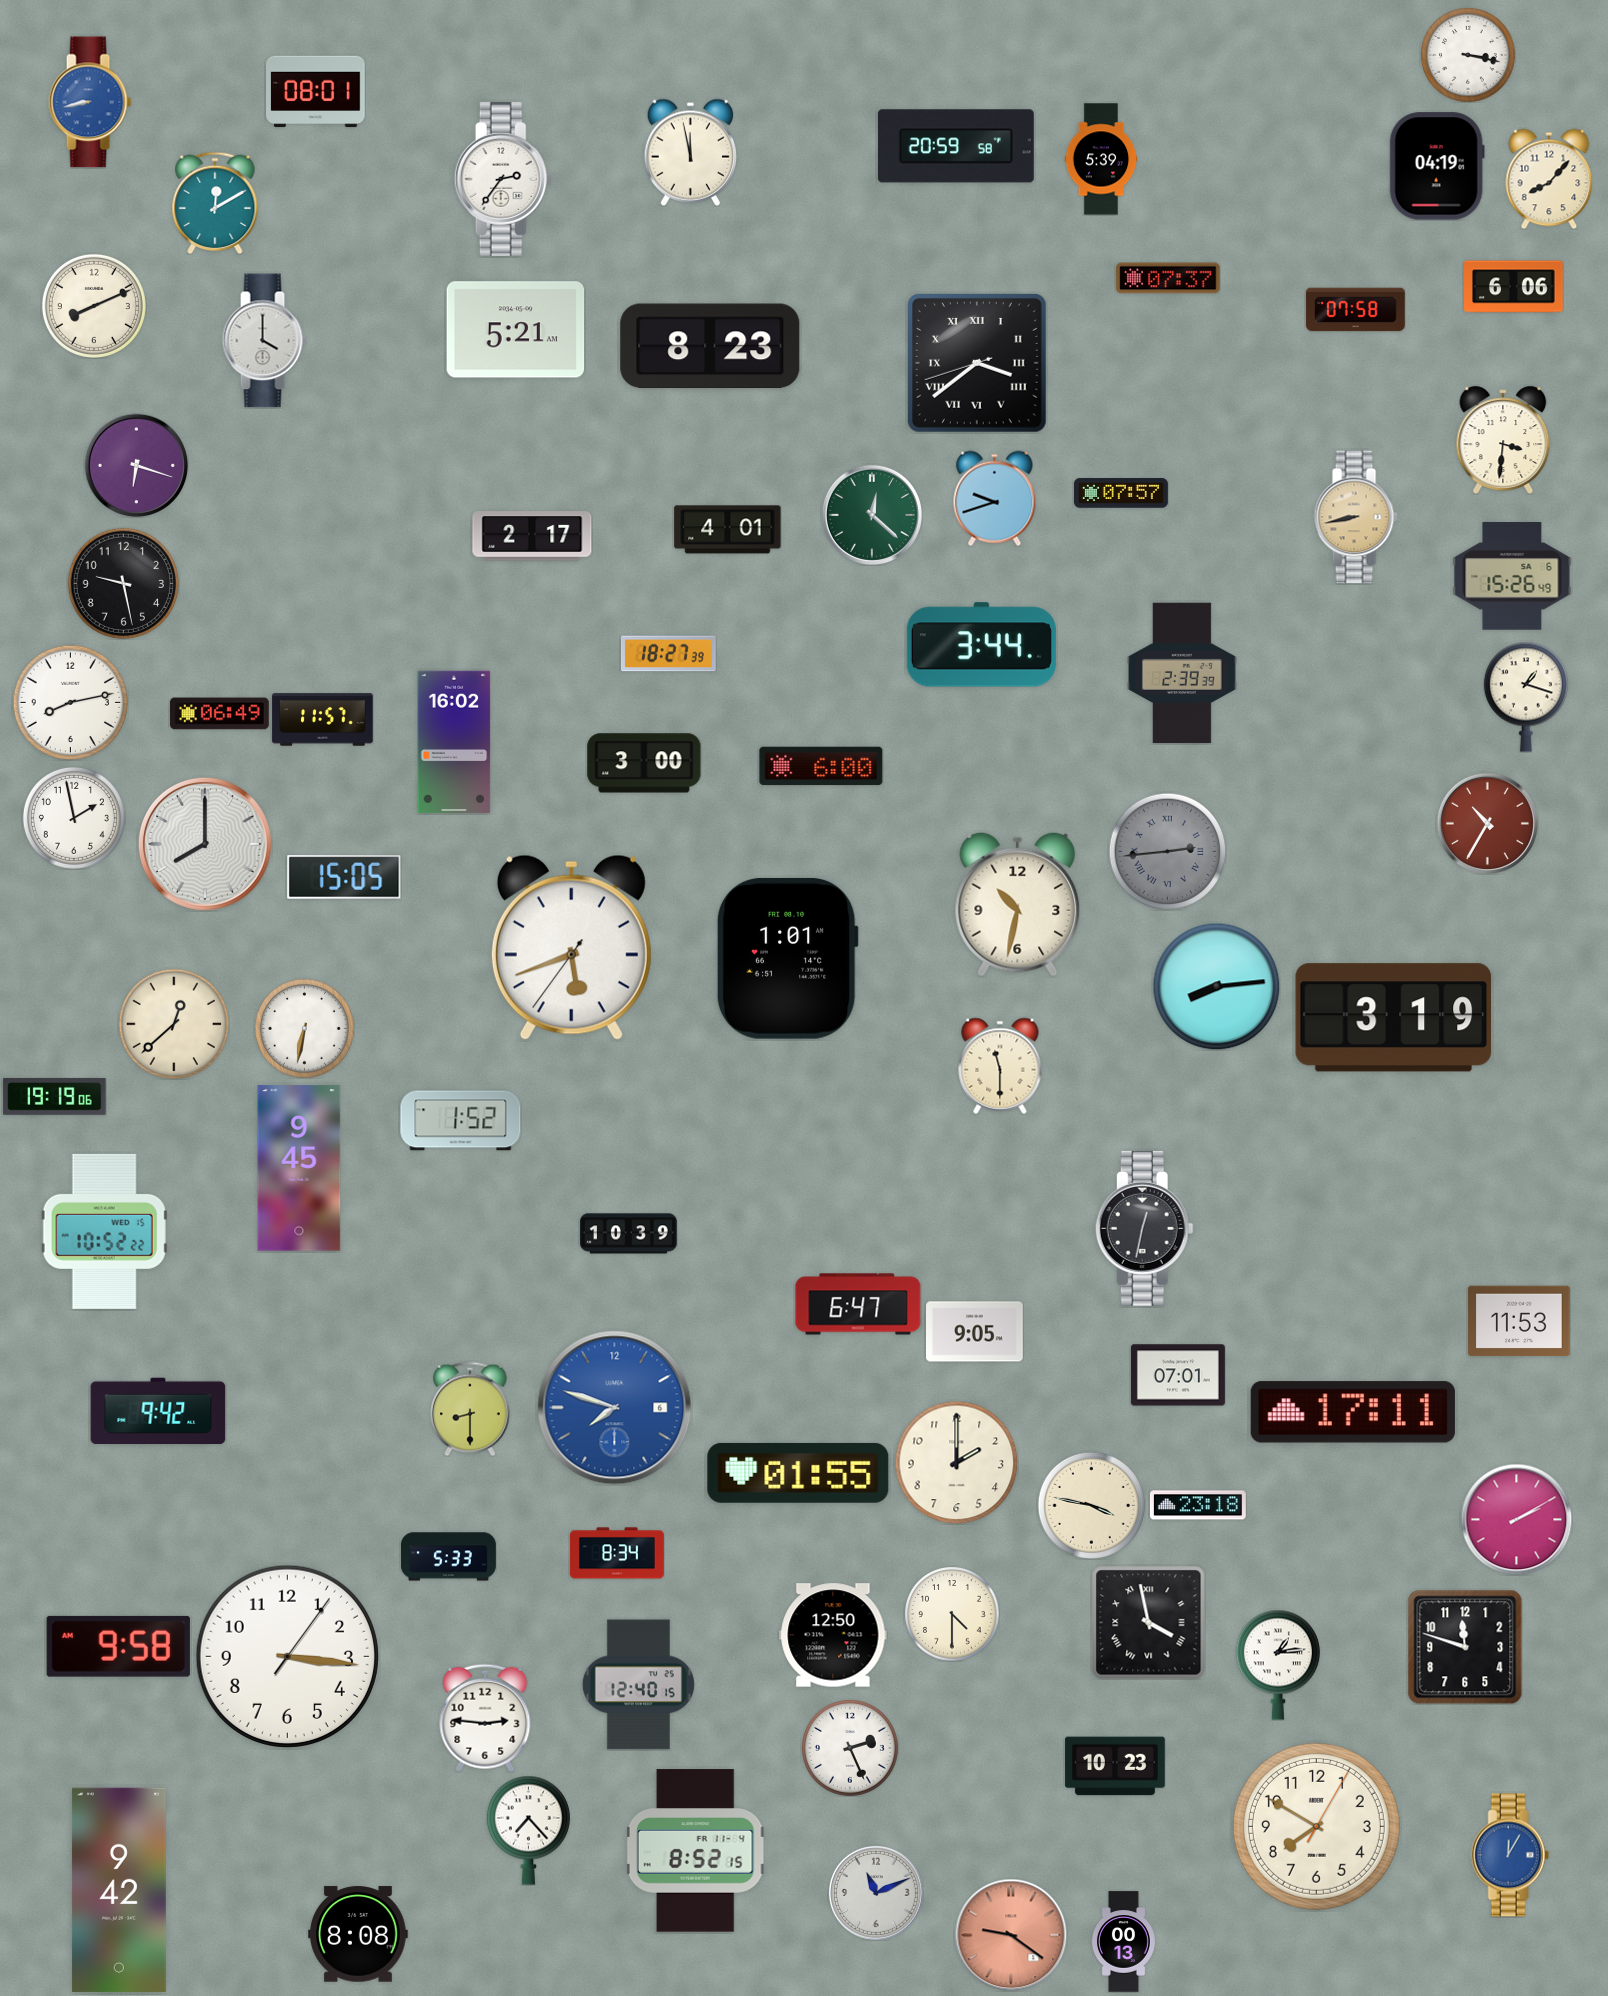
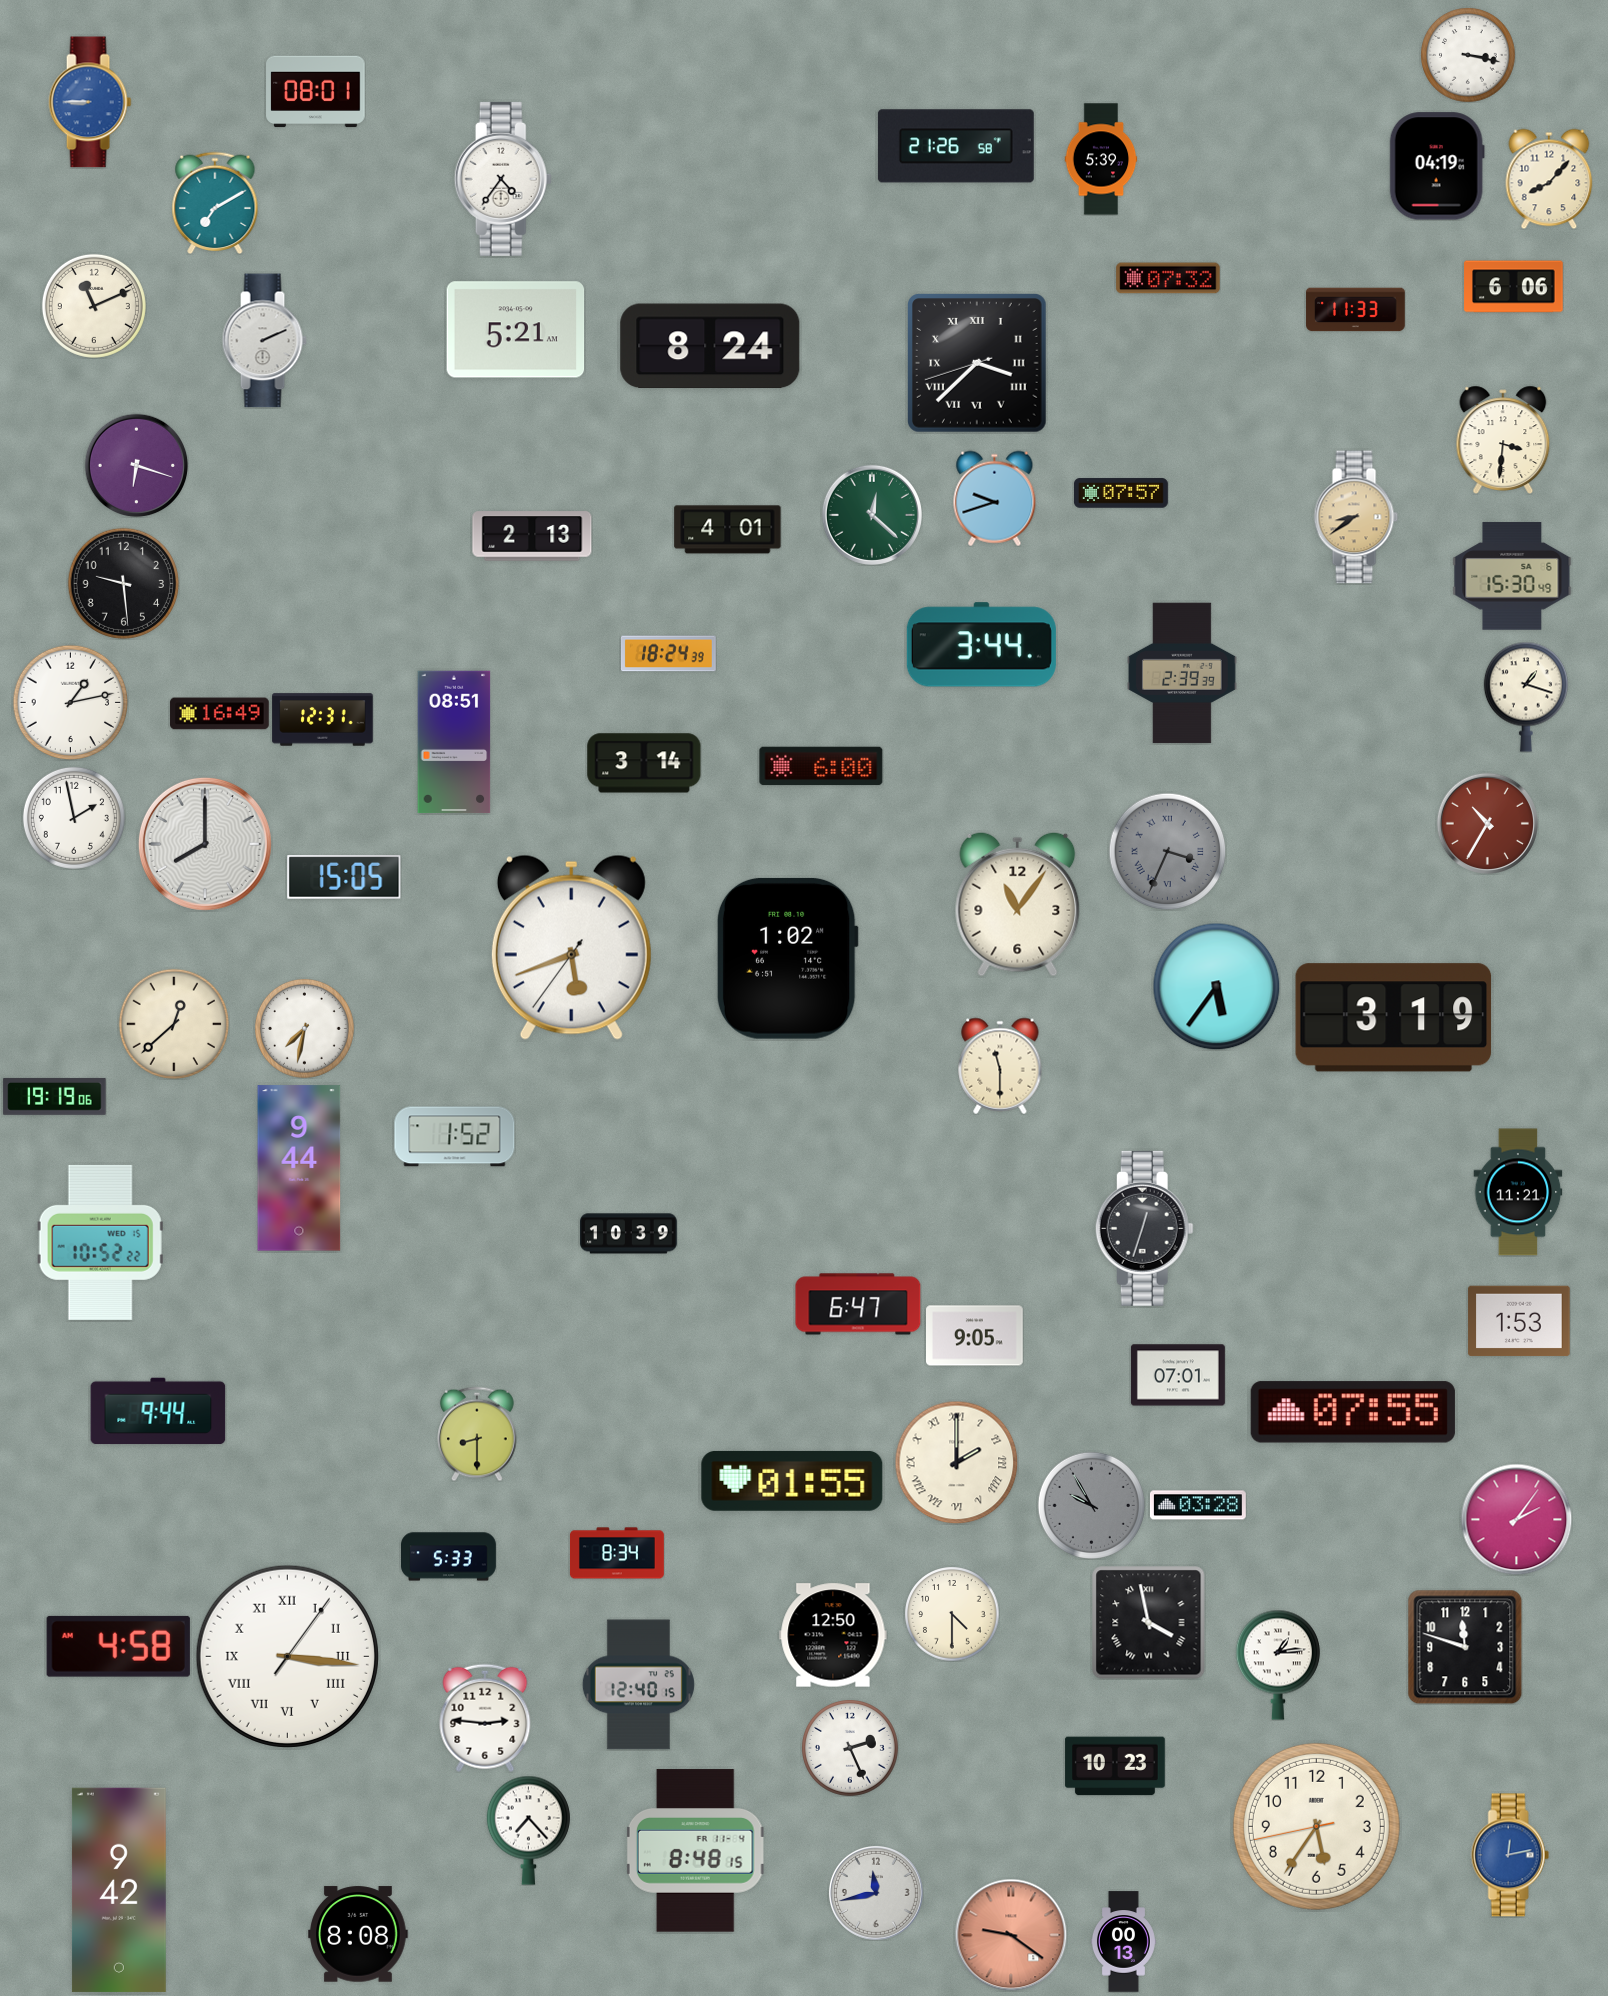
clock at (90, 102): 8:43 -> 8:45
clock at (956, 146): 20:59 -> 21:26
clock at (690, 152): 11:58 -> none
clock at (503, 179): 2:36 -> 4:36
clock at (215, 203): 12:10 -> 7:10
clock at (1168, 278): 07:37 -> 07:32
clock at (94, 306): 8:11 -> 11:11
clock at (1356, 310): 07:58 -> 11:33
clock at (264, 341): 4:00 -> 2:11
clock at (710, 346): 8:23 -> 8:24
clock at (978, 364): 3:38 -> 3:37
clock at (1356, 517): 8:43 -> 8:39
clock at (532, 536): 2:17 -> 2:13
clock at (1512, 576): 15:26 -> 15:30
clock at (123, 583): 9:28 -> 9:29
clock at (668, 654): 18:27 -> 18:24
clock at (70, 702): 8:13 -> 1:13
clock at (220, 714): 06:49 -> 16:49
clock at (323, 720): 11:57 -> 12:31
clock at (454, 742): 16:02 -> 08:51
clock at (644, 763): 3:00 -> 3:14
clock at (1167, 851): 2:44 -> 3:34
clock at (1018, 904): 10:32 -> 11:06
clock at (787, 958): 1:01 -> 1:02
clock at (1216, 986): 8:14 -> 5:36
clock at (304, 1028): 6:32 -> 7:32
clock at (461, 1121) position: (461, 1121) -> (455, 1137)
clock at (299, 1168): 9:45 -> 9:44
clock at (1518, 1192): none -> 11:21
clock at (1144, 1228): 12:32 -> 12:33
clock at (104, 1231) position: (104, 1231) -> (100, 1242)
clock at (1519, 1321): 11:53 -> 1:53
clock at (975, 1332) position: (975, 1332) -> (975, 1336)
clock at (615, 1408): 7:48 -> none
clock at (470, 1409) position: (470, 1409) -> (477, 1434)
clock at (158, 1411): 9:42 -> 9:44
clock at (1353, 1412): 17:11 -> 07:55
clock at (956, 1462) numerals: Arabic -> Roman
clock at (798, 1473) position: (798, 1473) -> (792, 1481)
clock at (1091, 1505): 3:47 -> 9:55
clock at (1091, 1505) dial: cream -> grey
clock at (1198, 1505): 23:18 -> 03:28
clock at (1516, 1519): 2:10 -> 2:06
clock at (118, 1646): 9:58 -> 4:58
clock at (287, 1656) numerals: Arabic -> Roman
clock at (1316, 1826): 7:50 -> 5:35
clock at (695, 1851): 8:52 -> 8:48
clock at (1510, 1855): 12:05 -> 12:13
clock at (876, 1893): 11:11 -> 11:43
